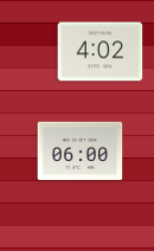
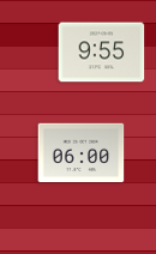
clock at (101, 52): 4:02 -> 9:55
